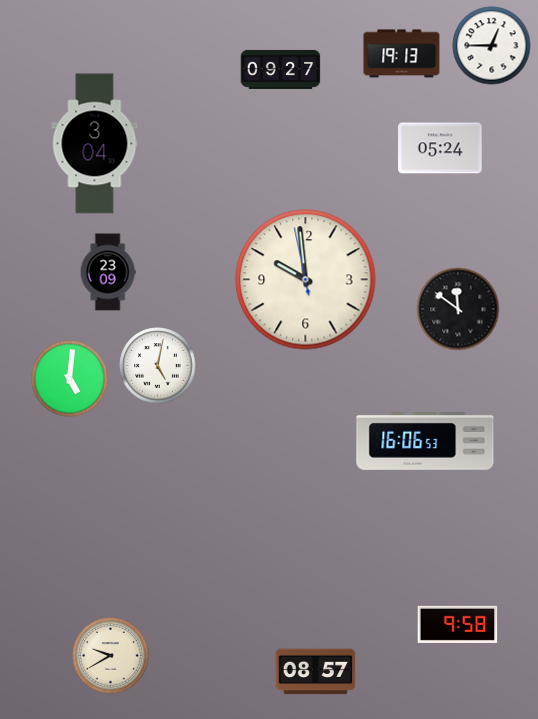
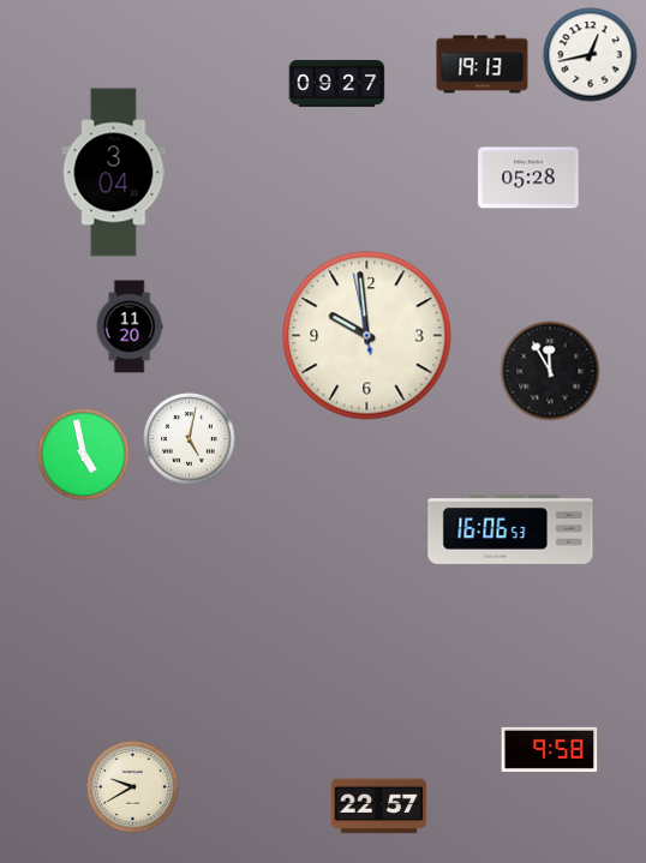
clock at (492, 46): 12:45 -> 12:43
clock at (440, 148): 05:24 -> 05:28
clock at (108, 272): 23:09 -> 11:20
clock at (458, 309): 11:51 -> 11:55
clock at (70, 379): 5:01 -> 4:58
clock at (316, 672): 08:57 -> 22:57
